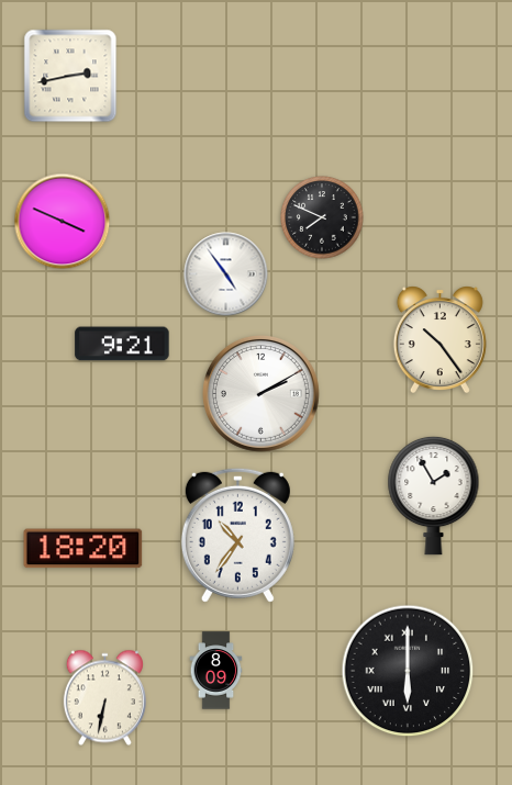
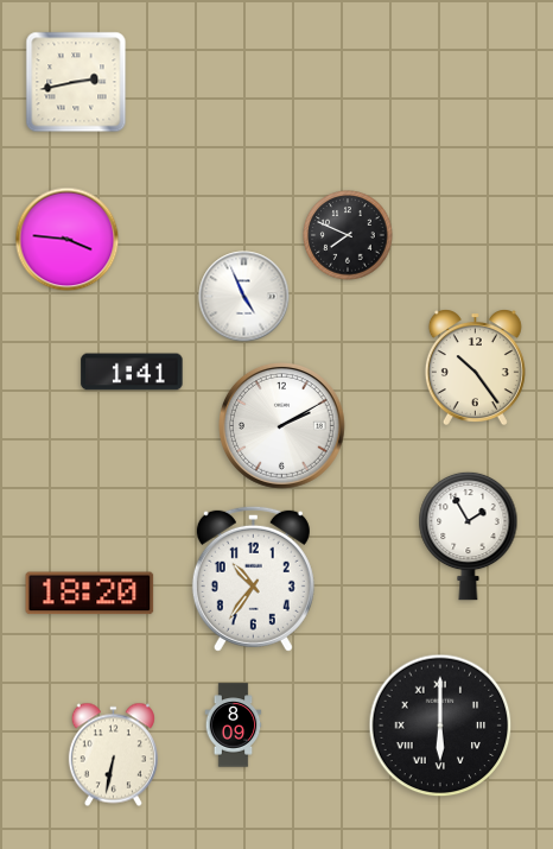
clock at (63, 222): 3:49 -> 3:46
clock at (226, 274): 4:54 -> 4:56
clock at (122, 344): 9:21 -> 1:41
clock at (237, 535) position: (237, 535) -> (253, 578)
